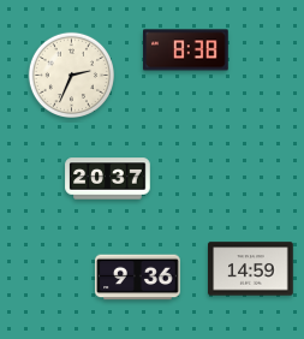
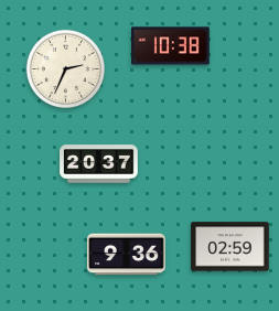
clock at (186, 50): 8:38 -> 10:38
clock at (251, 269): 14:59 -> 02:59
